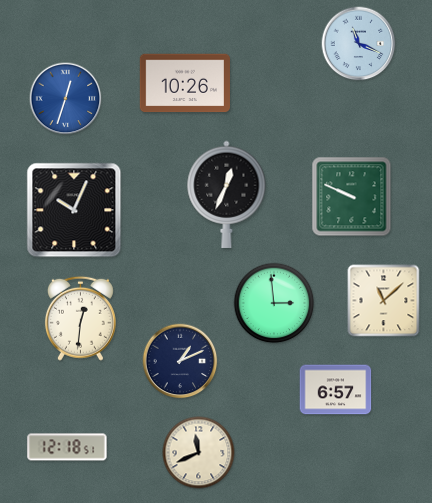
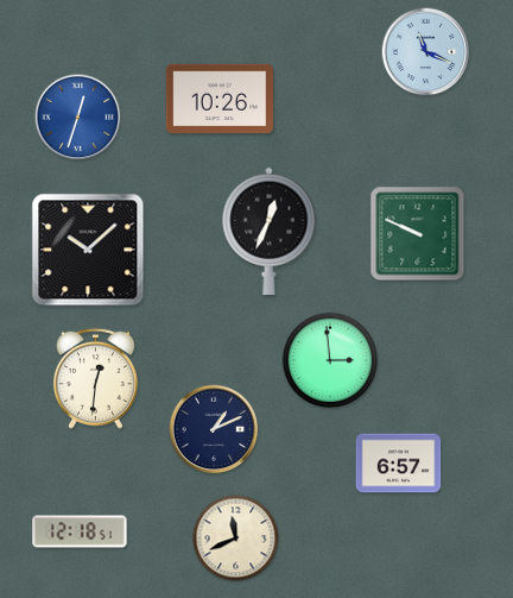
clock at (74, 210): 10:04 -> 10:08
clock at (384, 301): 11:08 -> none
clock at (274, 303) position: (274, 303) -> (330, 360)
